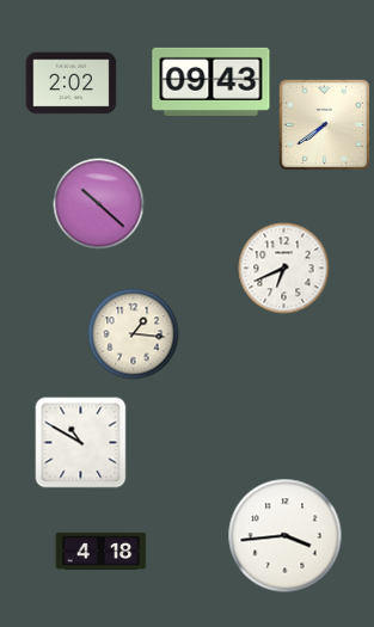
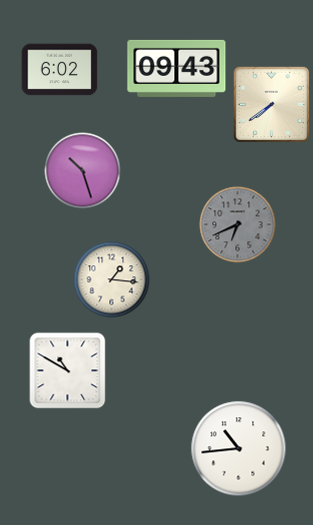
clock at (72, 84): 2:02 -> 6:02
clock at (99, 204): 10:22 -> 10:27
clock at (284, 269) dial: white -> grey
clock at (286, 536): 3:44 -> 10:44
clock at (102, 551): 4:18 -> none
